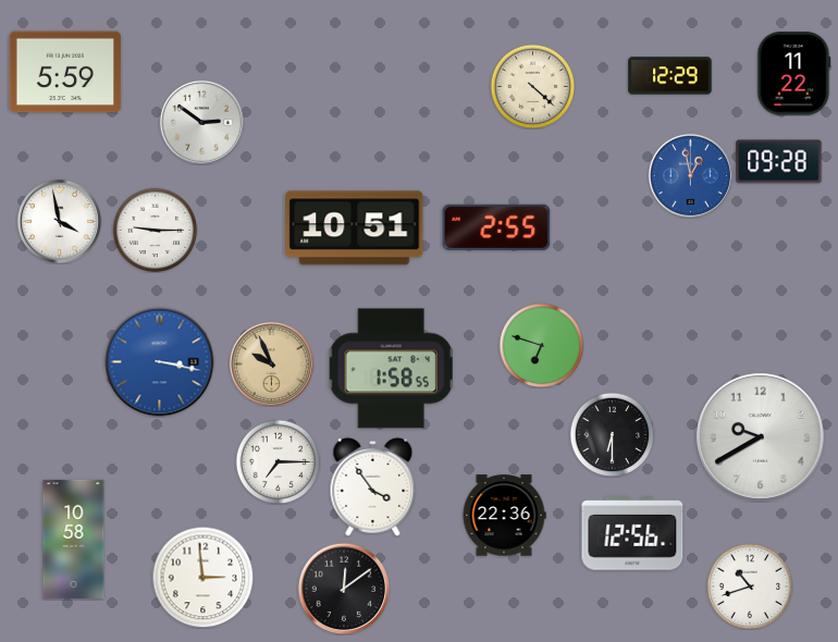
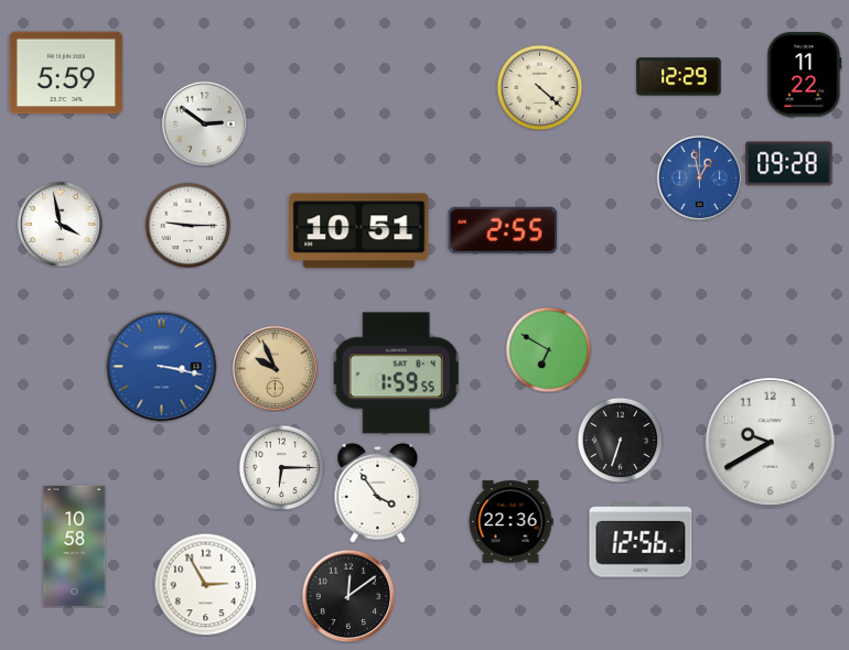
clock at (155, 230) position: (155, 230) -> (187, 225)
clock at (541, 345): 6:48 -> 6:50
clock at (391, 369): 1:58 -> 1:59
clock at (612, 434): 6:30 -> 6:33
clock at (278, 461): 7:15 -> 6:15
clock at (202, 577): 2:59 -> 2:55
clock at (750, 587): 10:42 -> none
